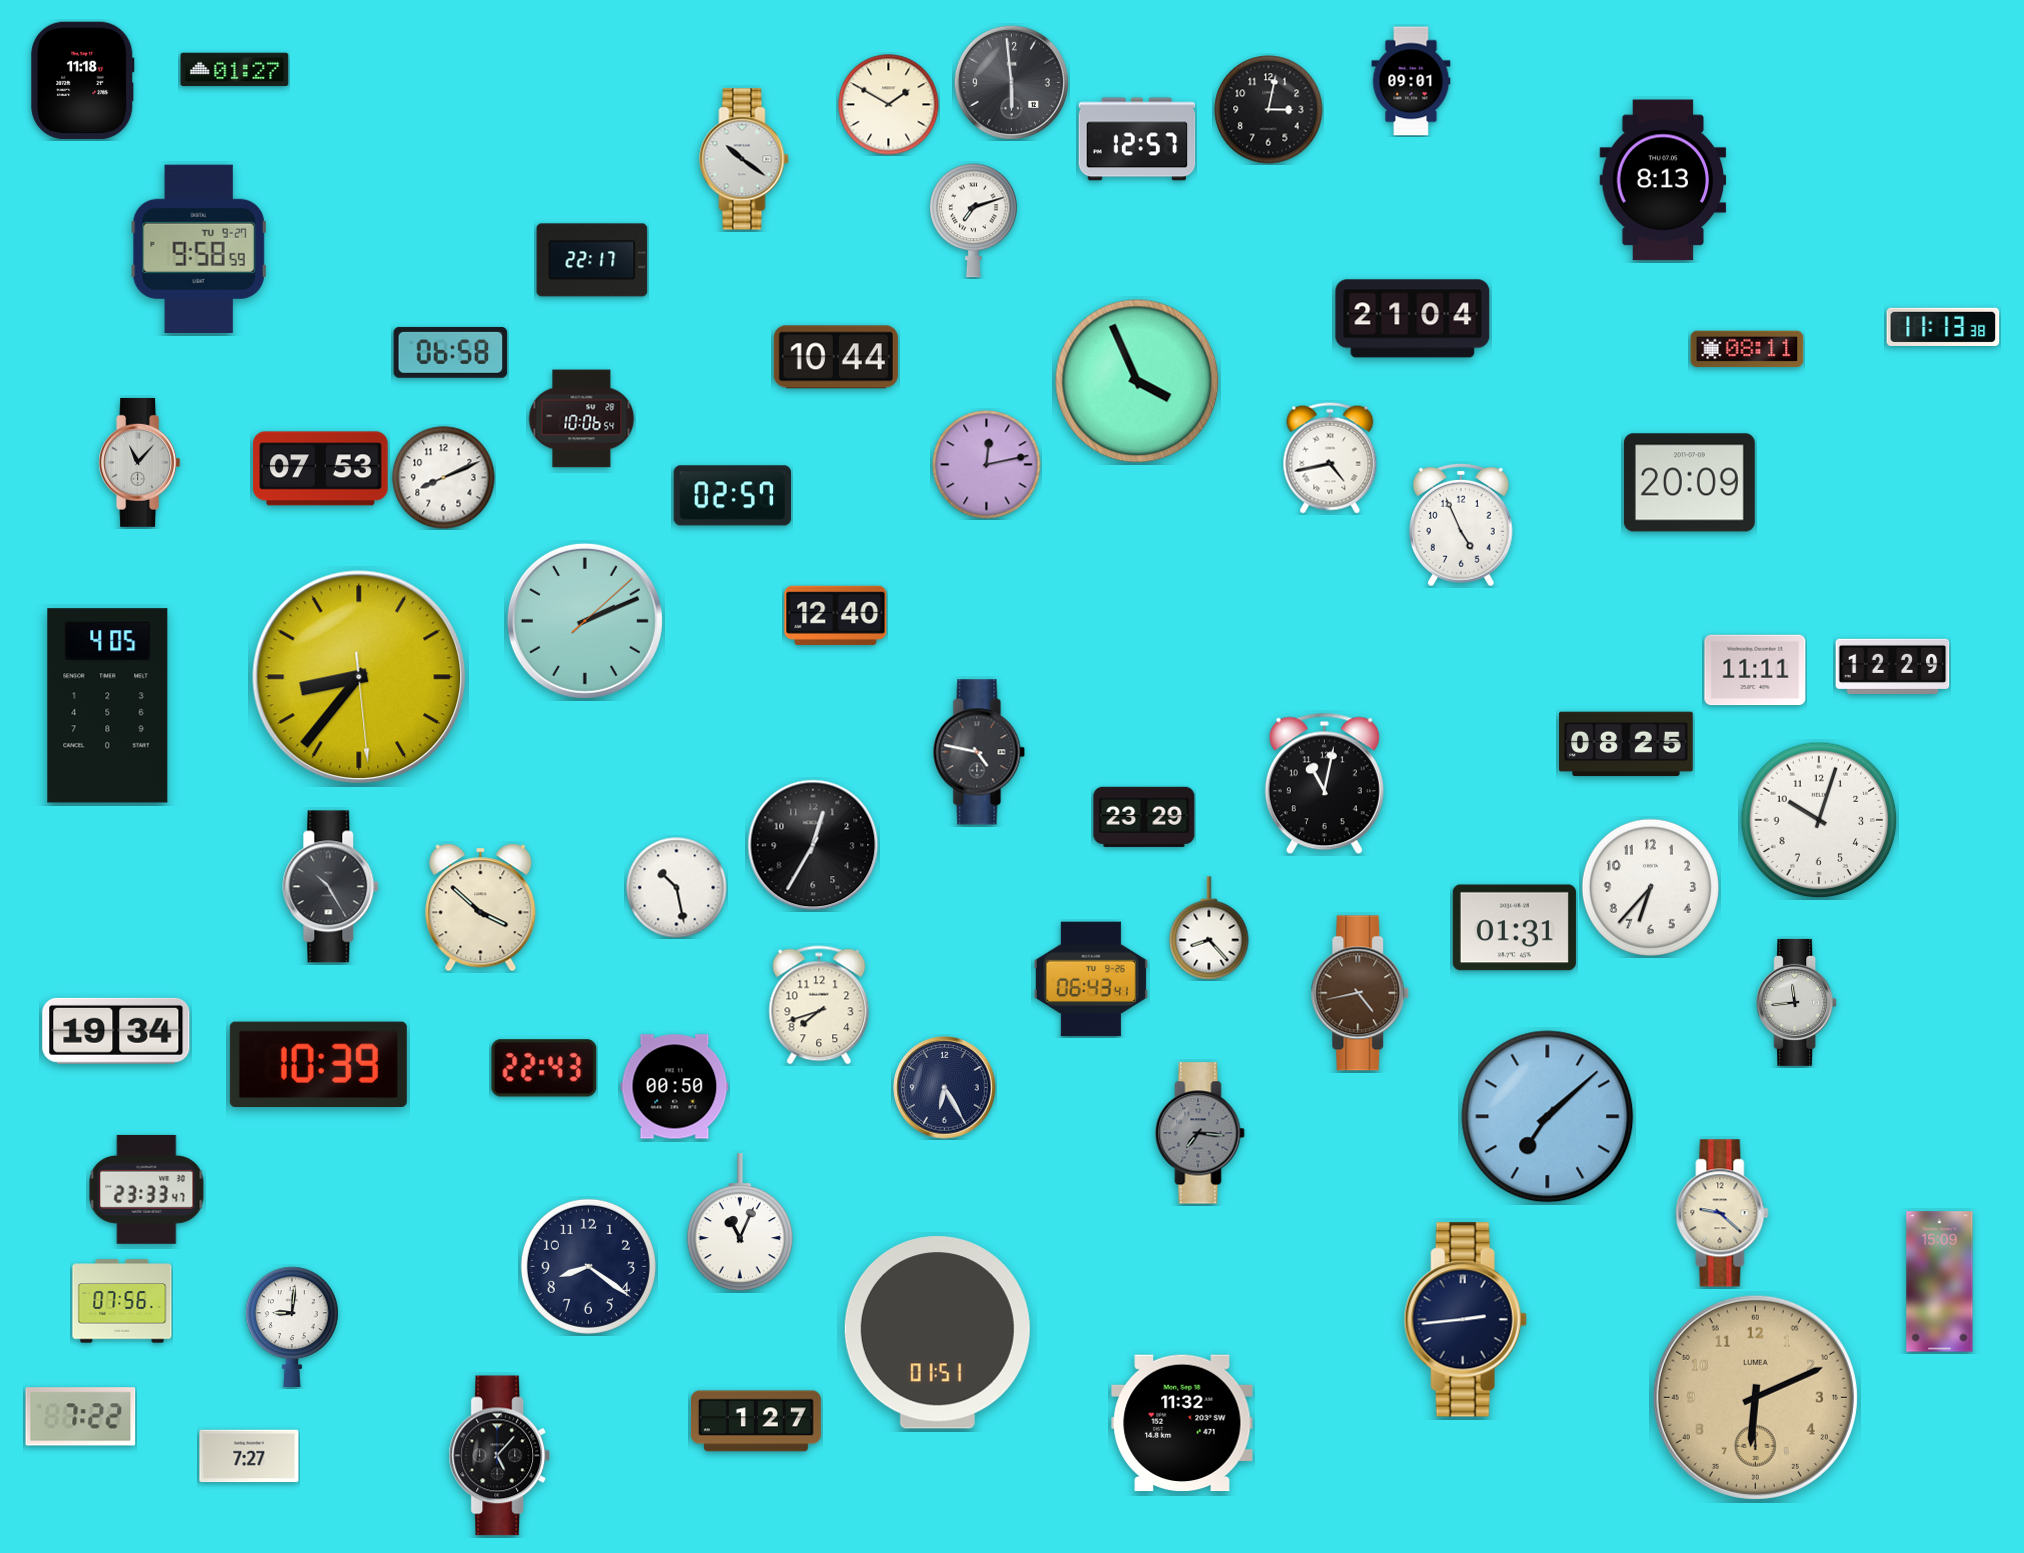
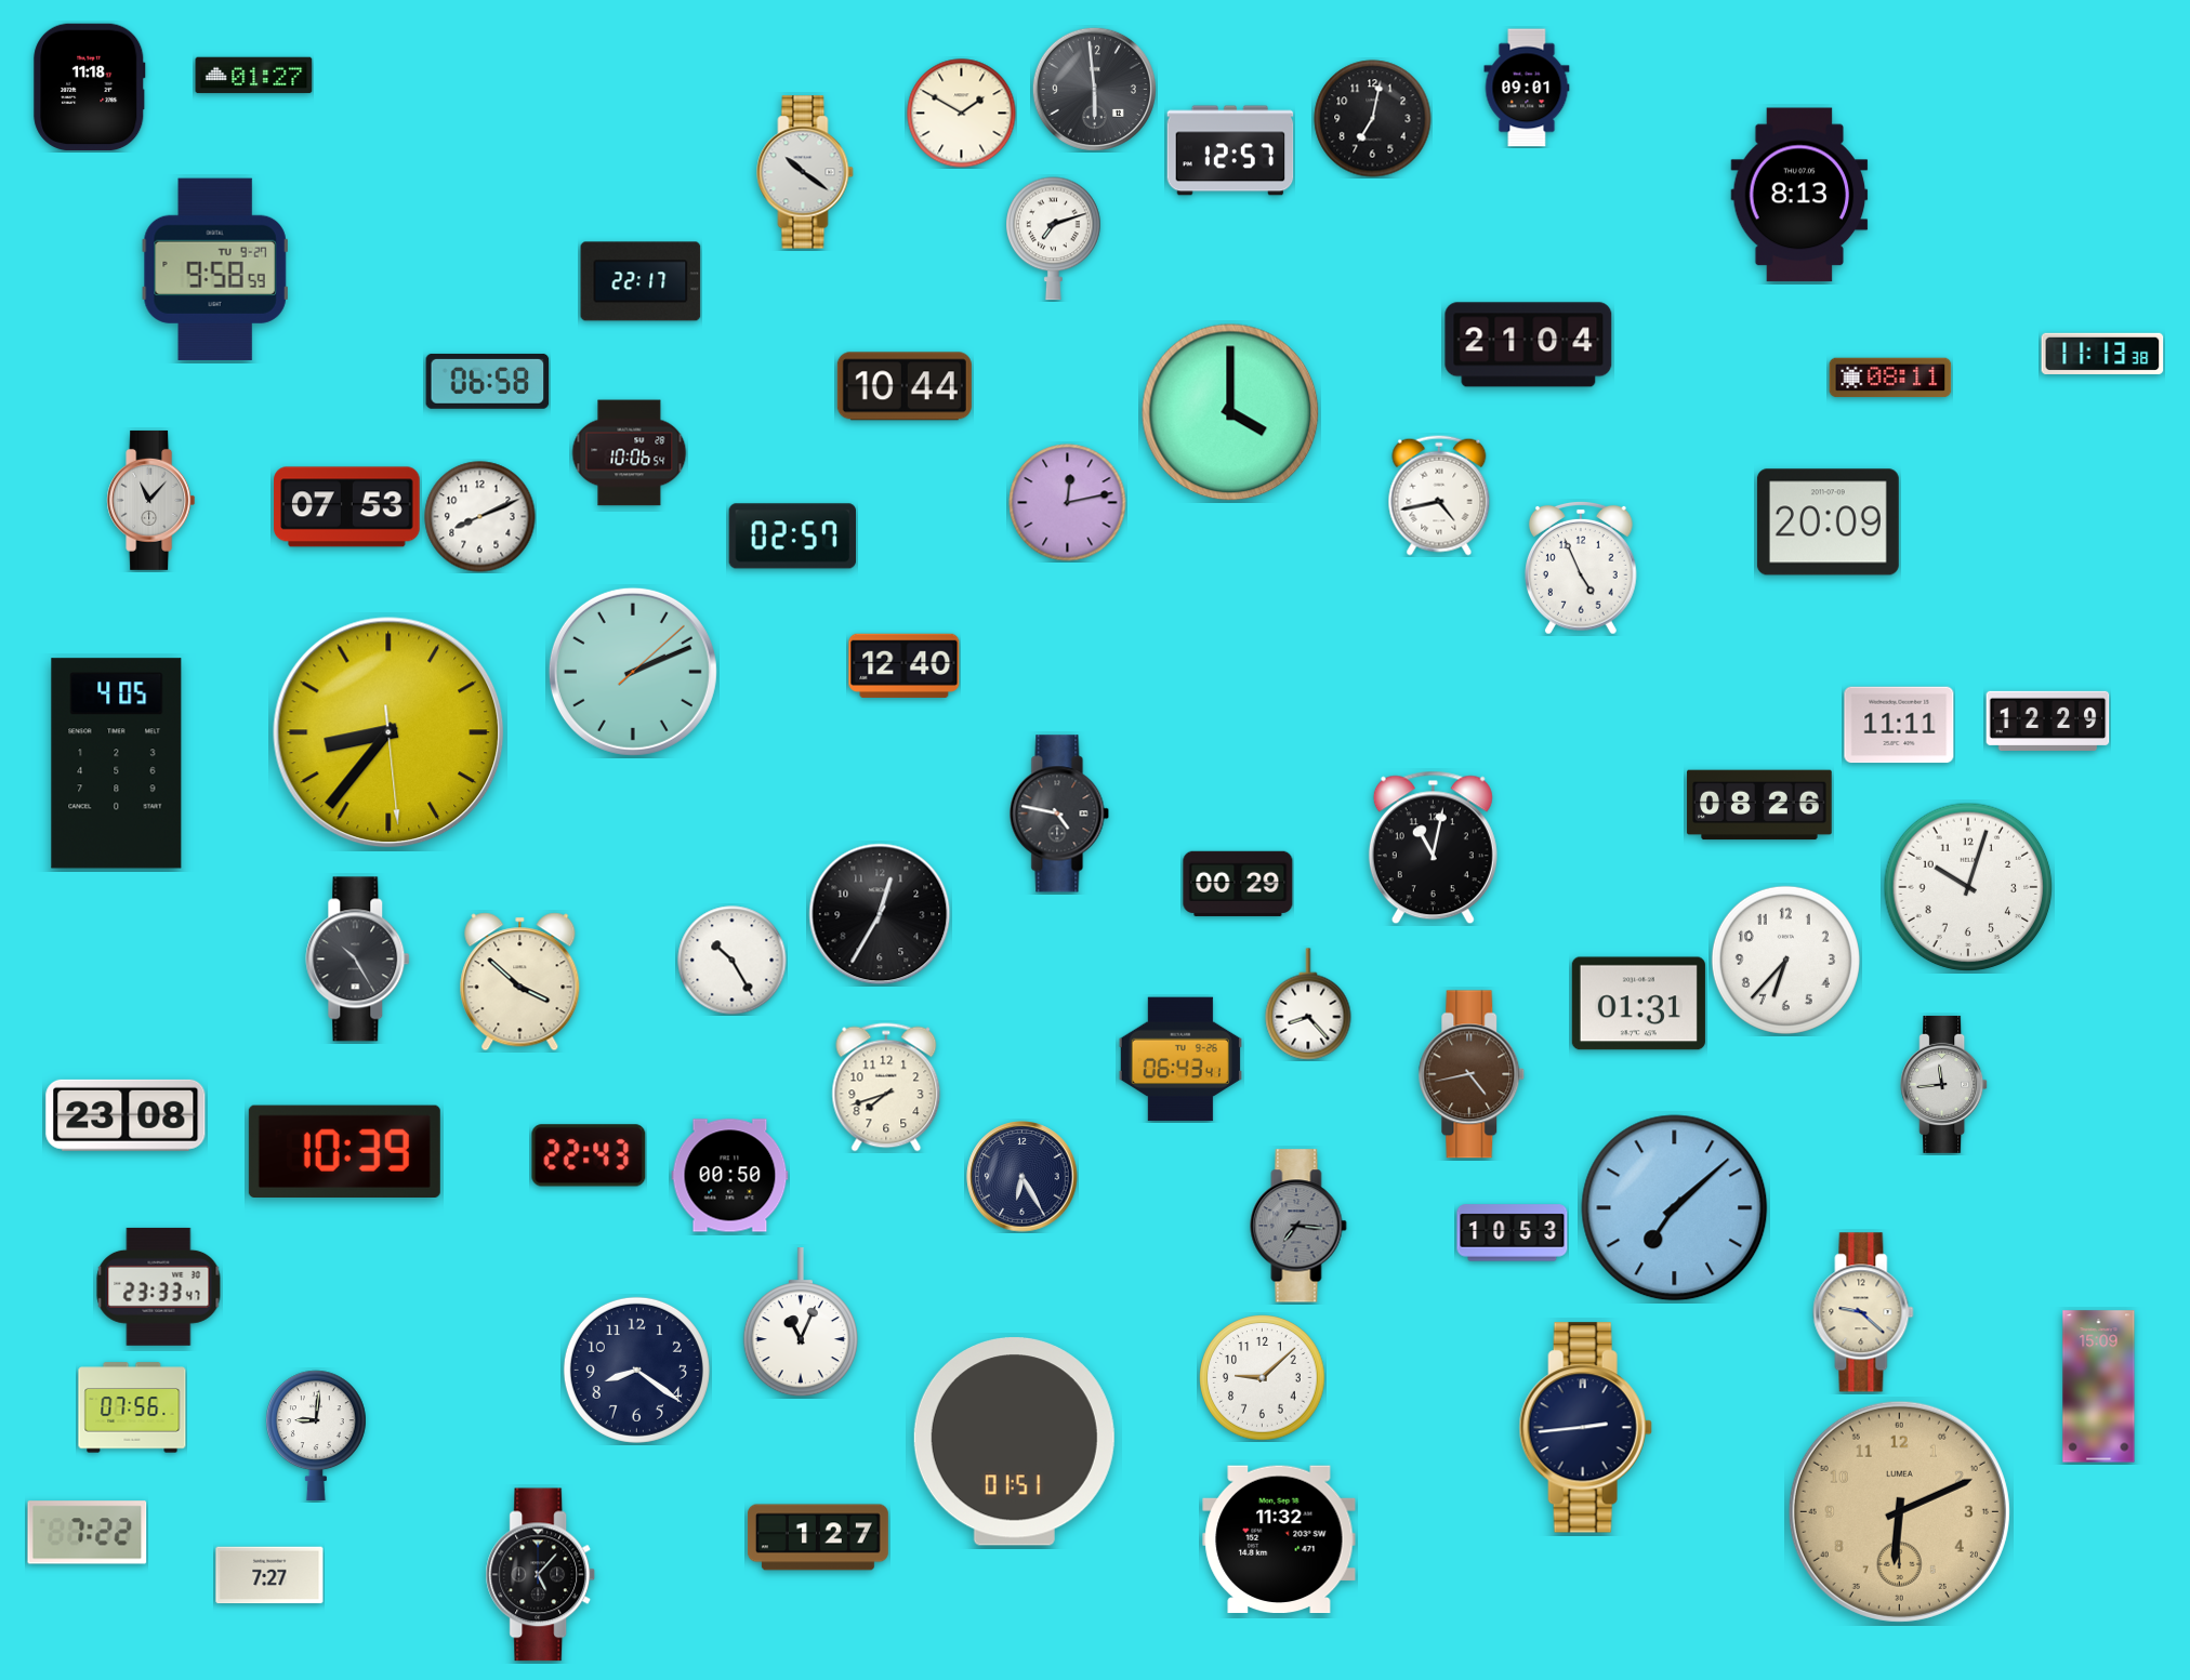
clock at (1269, 110): 3:02 -> 7:02
clock at (1137, 381): 3:56 -> 4:00
clock at (1626, 744): 08:25 -> 08:26
clock at (1144, 817): 23:29 -> 00:29
clock at (677, 888): 10:28 -> 10:25
clock at (116, 1031): 19:34 -> 23:08
clock at (1513, 1233): none -> 10:53
clock at (1263, 1378): none -> 9:08
